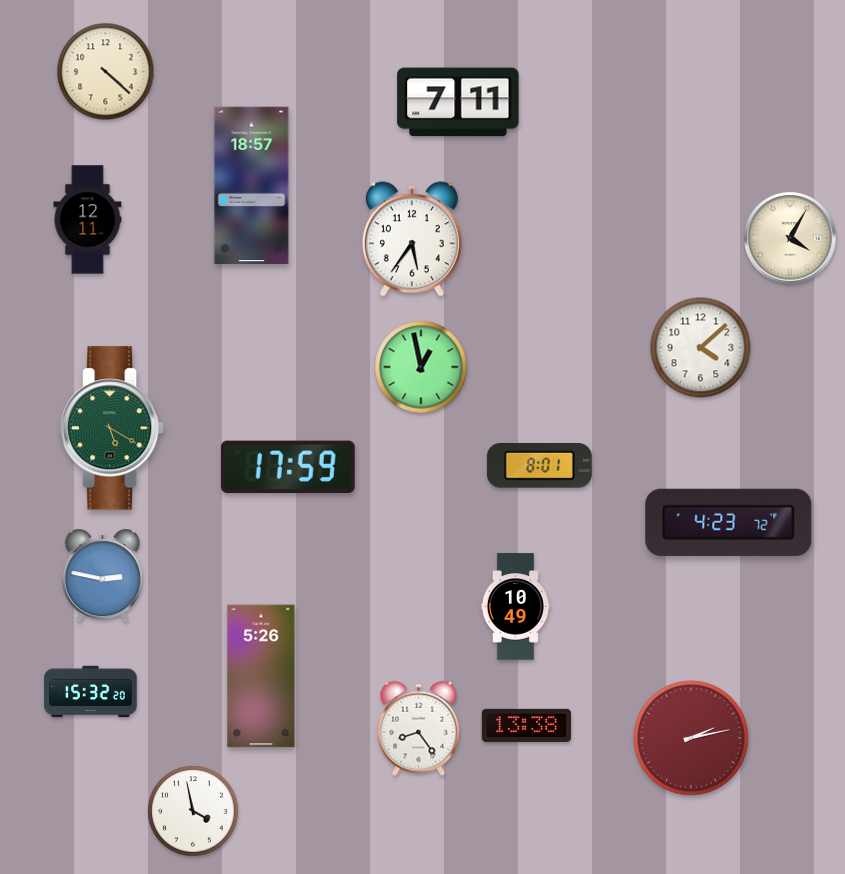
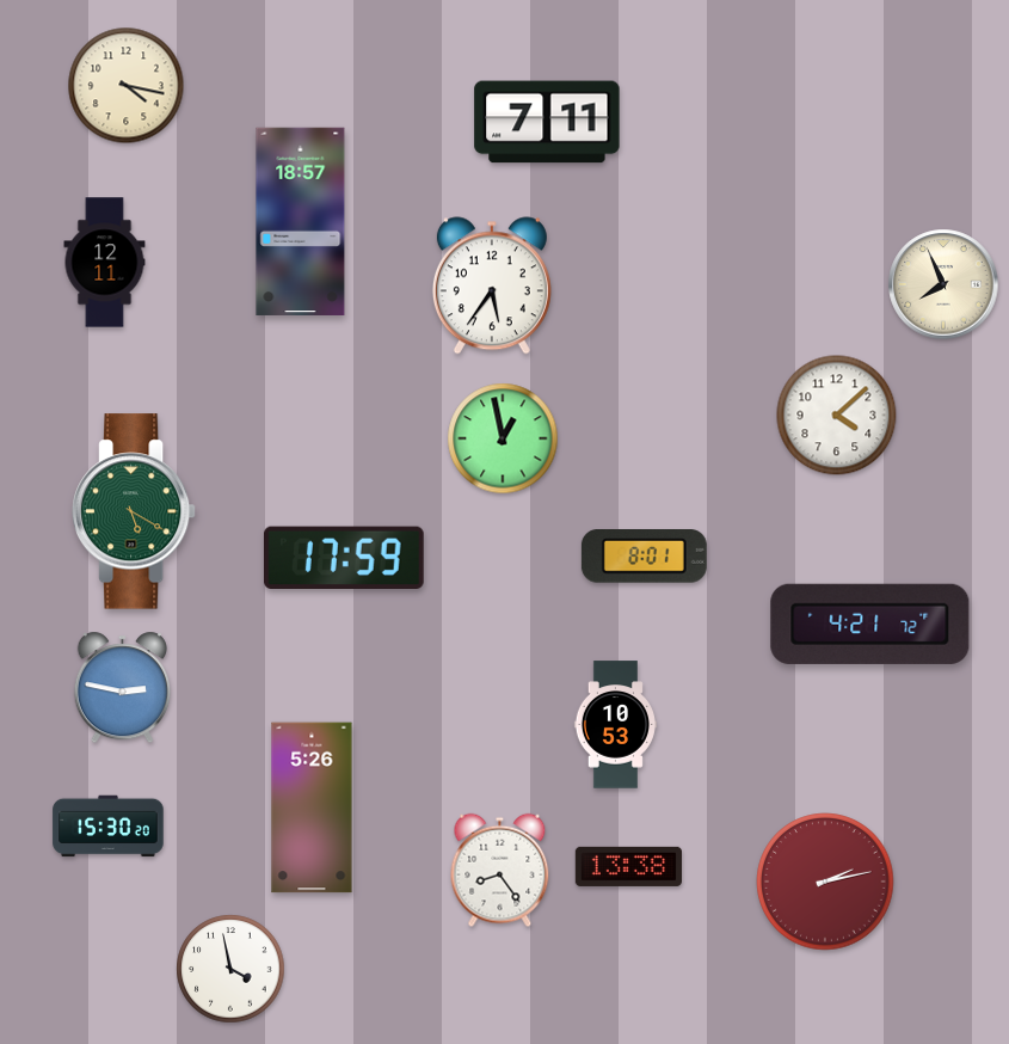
clock at (106, 72): 4:22 -> 4:17
clock at (790, 238): 4:05 -> 7:56
clock at (729, 522): 4:23 -> 4:21
clock at (515, 607): 10:49 -> 10:53
clock at (91, 692): 15:32 -> 15:30
